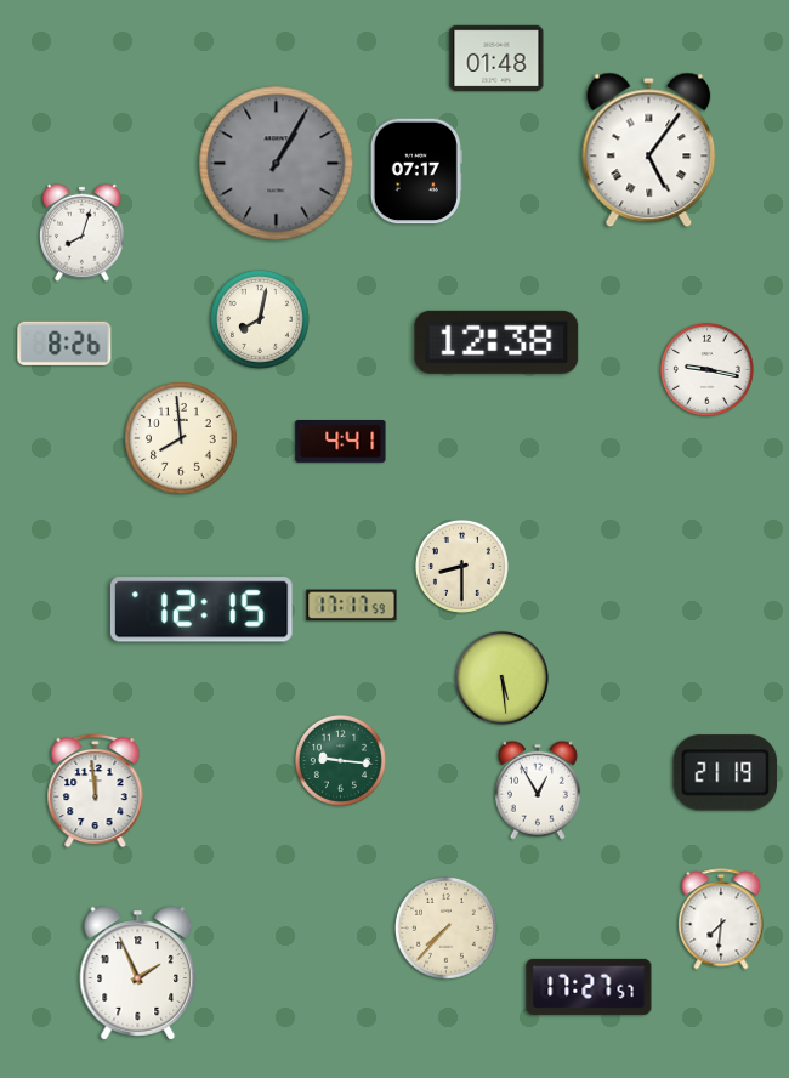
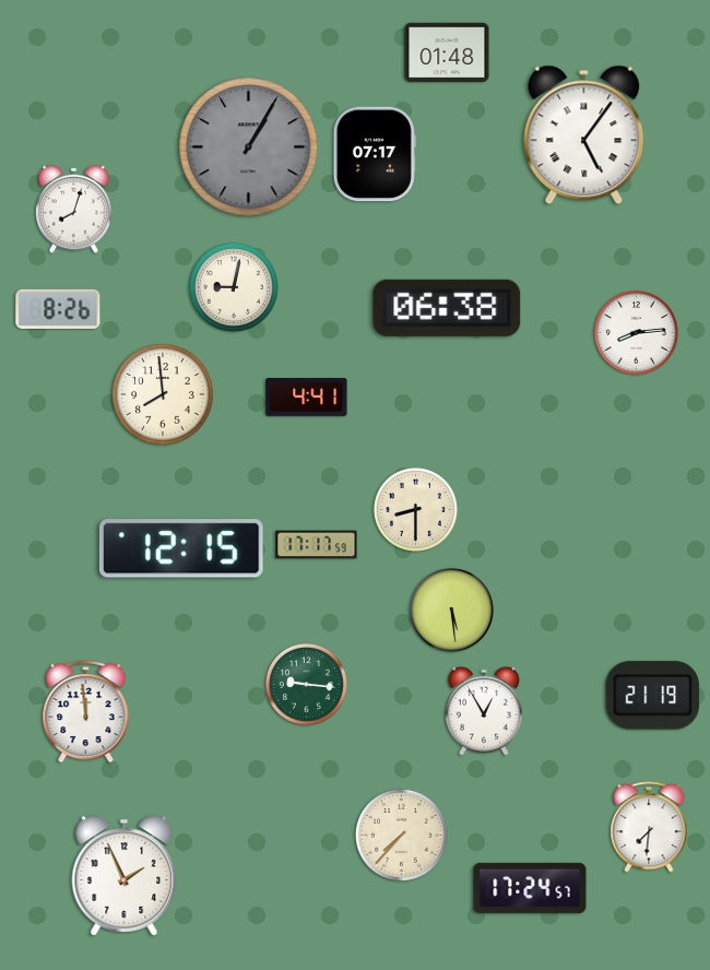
clock at (260, 319): 8:02 -> 9:02
clock at (496, 342): 12:38 -> 06:38
clock at (706, 369): 9:17 -> 8:14
clock at (589, 987): 17:27 -> 17:24
